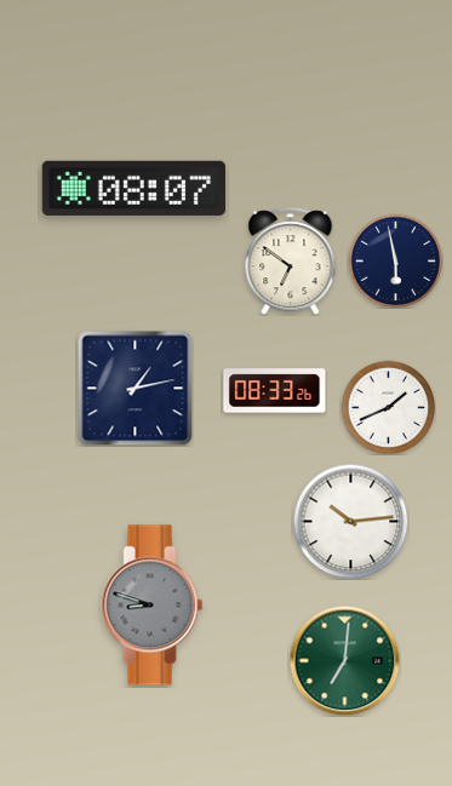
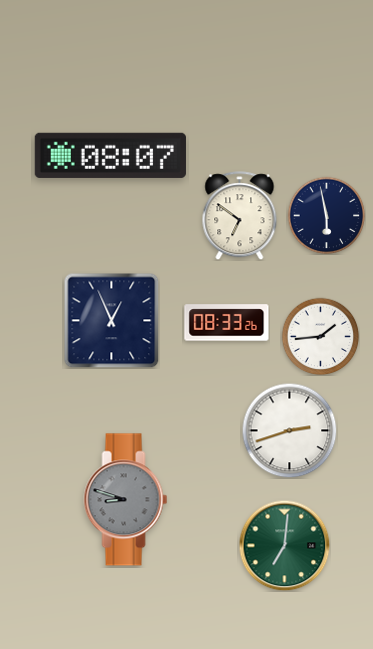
clock at (135, 388): 1:13 -> 12:56
clock at (388, 407): 1:41 -> 1:44
clock at (350, 521): 10:14 -> 2:42
